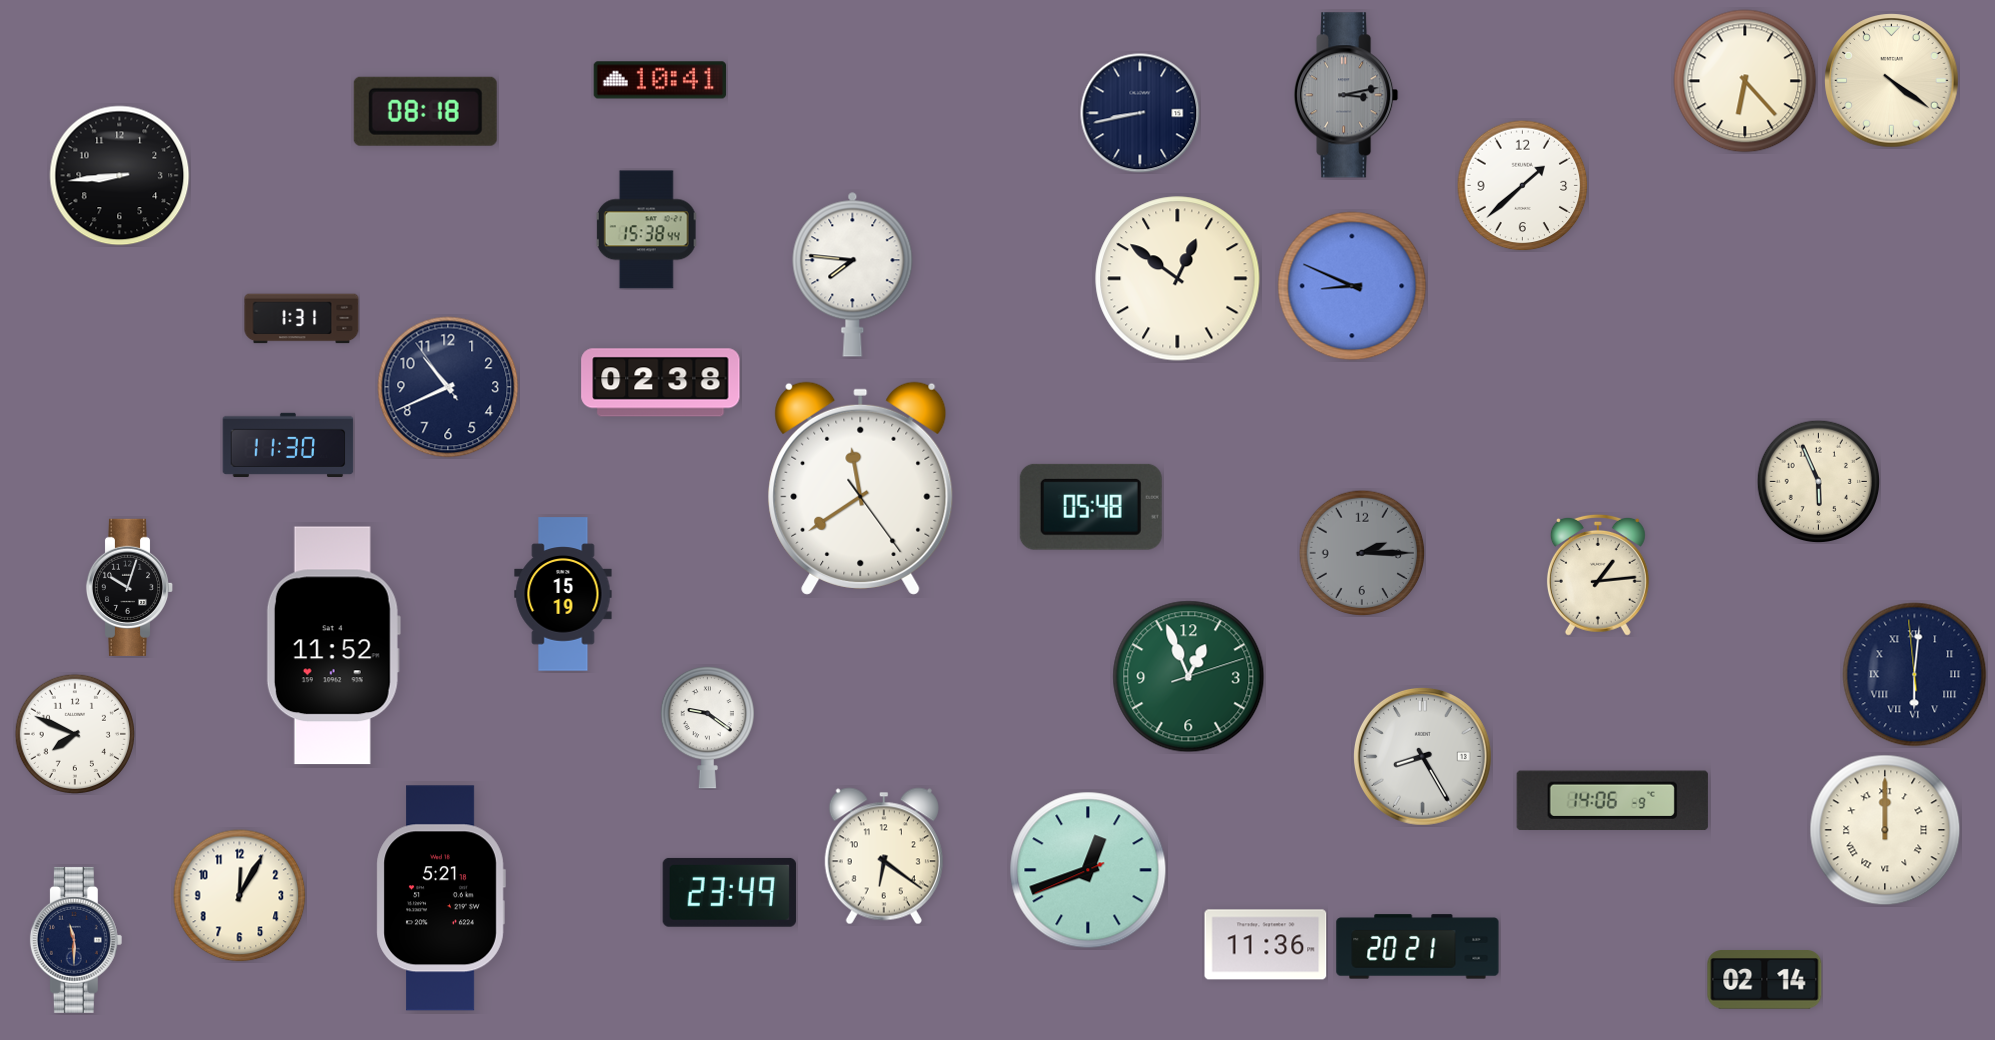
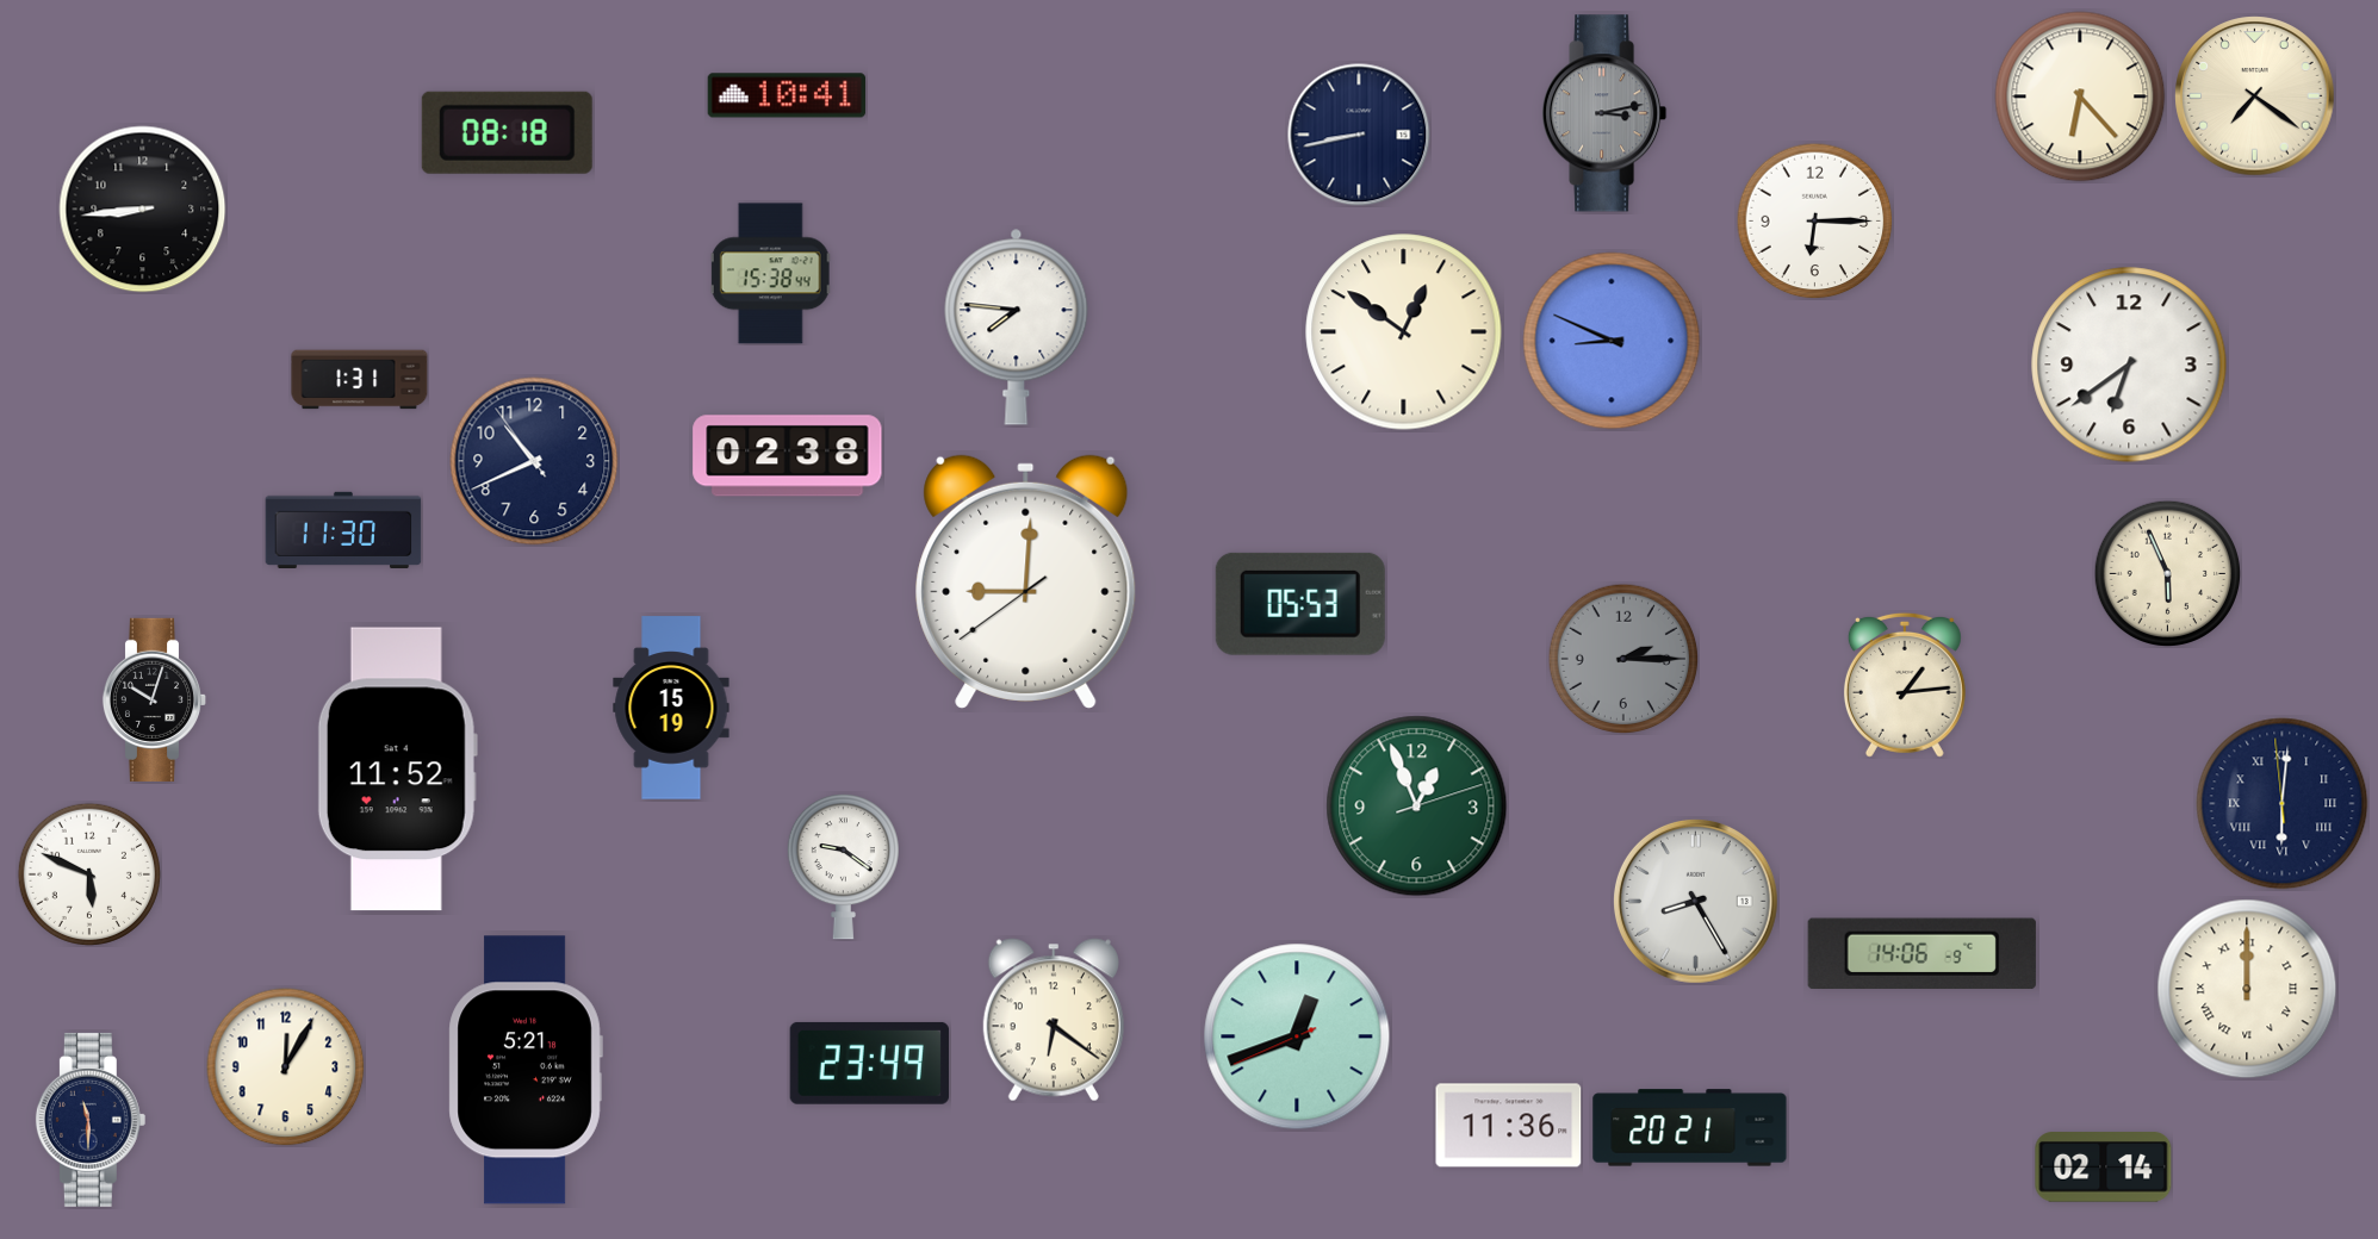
clock at (1892, 81): 4:21 -> 7:21
clock at (1523, 186): 1:38 -> 6:15
clock at (2129, 365): none -> 6:39
clock at (861, 488): 11:39 -> 9:00
clock at (1091, 507): 05:48 -> 05:53
clock at (75, 734): 7:49 -> 5:49
